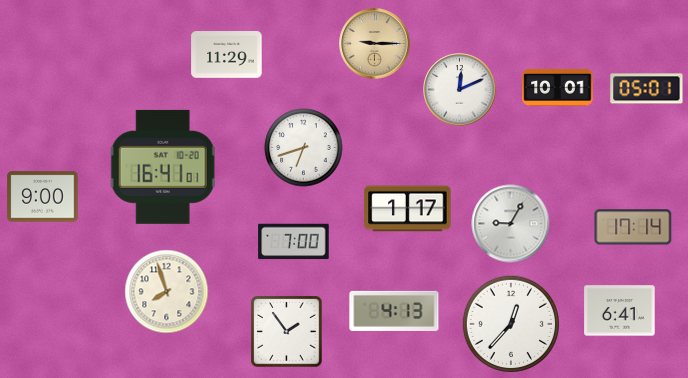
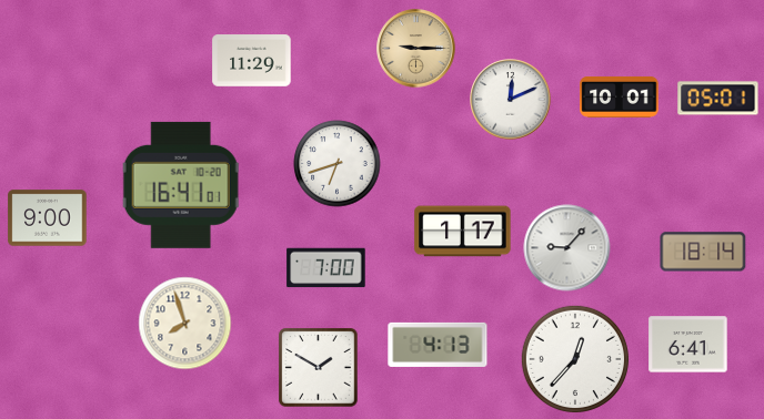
clock at (408, 209) position: (408, 209) -> (463, 232)
clock at (511, 224): 9:05 -> 9:07
clock at (633, 227): 17:14 -> 18:14
clock at (510, 323) position: (510, 323) -> (574, 358)
clock at (287, 332): 1:54 -> 1:50
